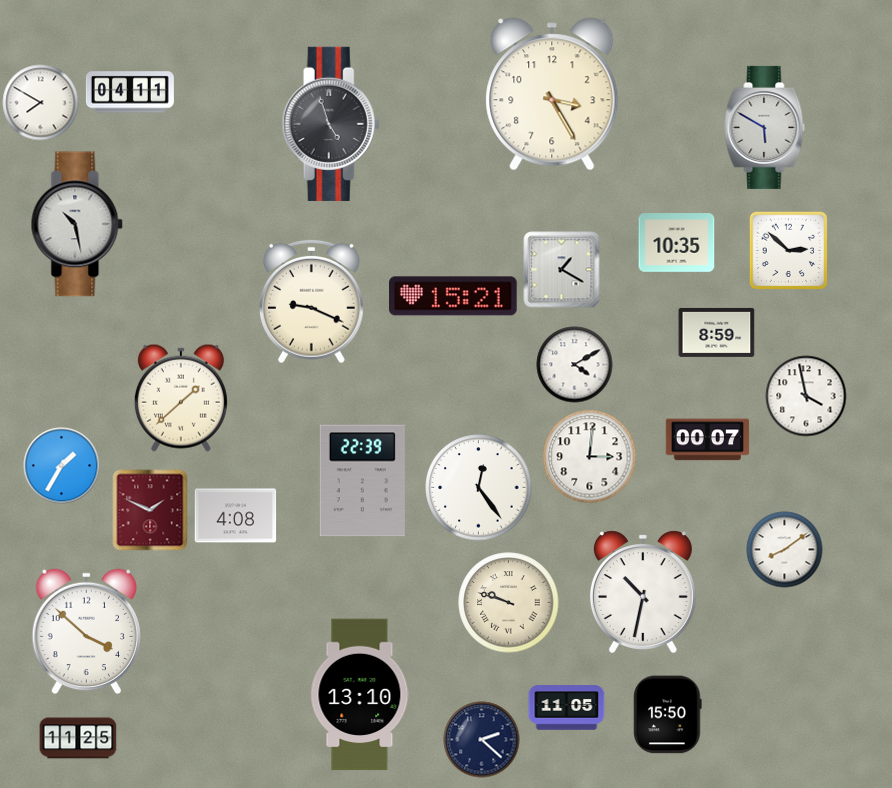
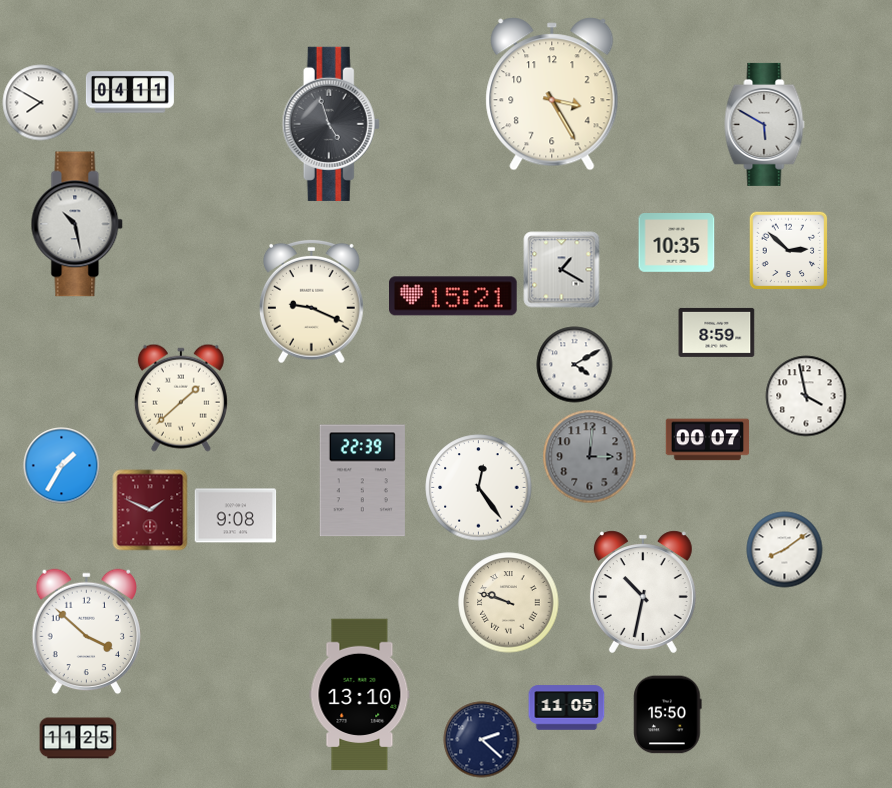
clock at (765, 127) position: (765, 127) -> (765, 124)
clock at (590, 457) dial: white -> grey
clock at (236, 516): 4:08 -> 9:08
